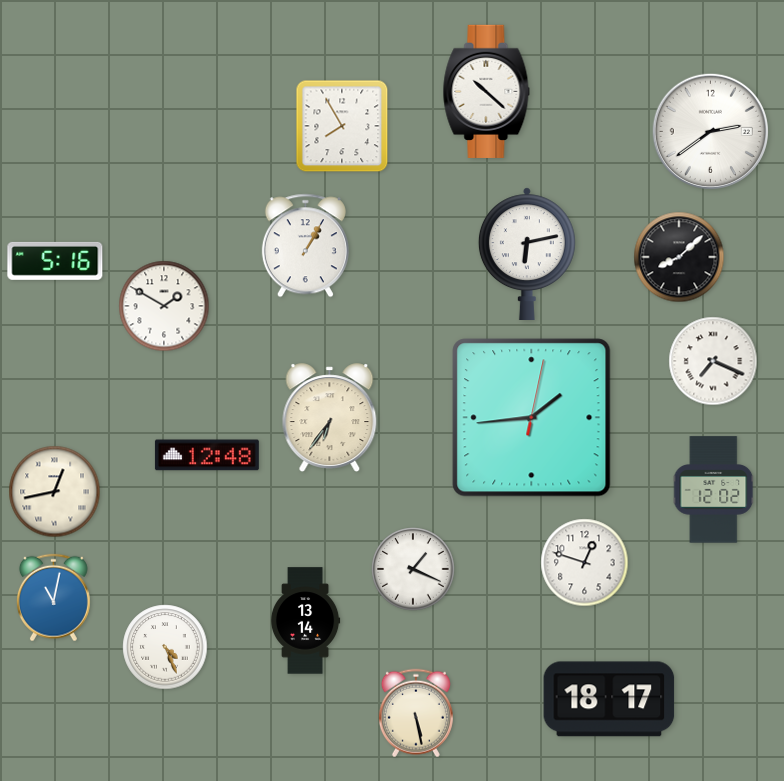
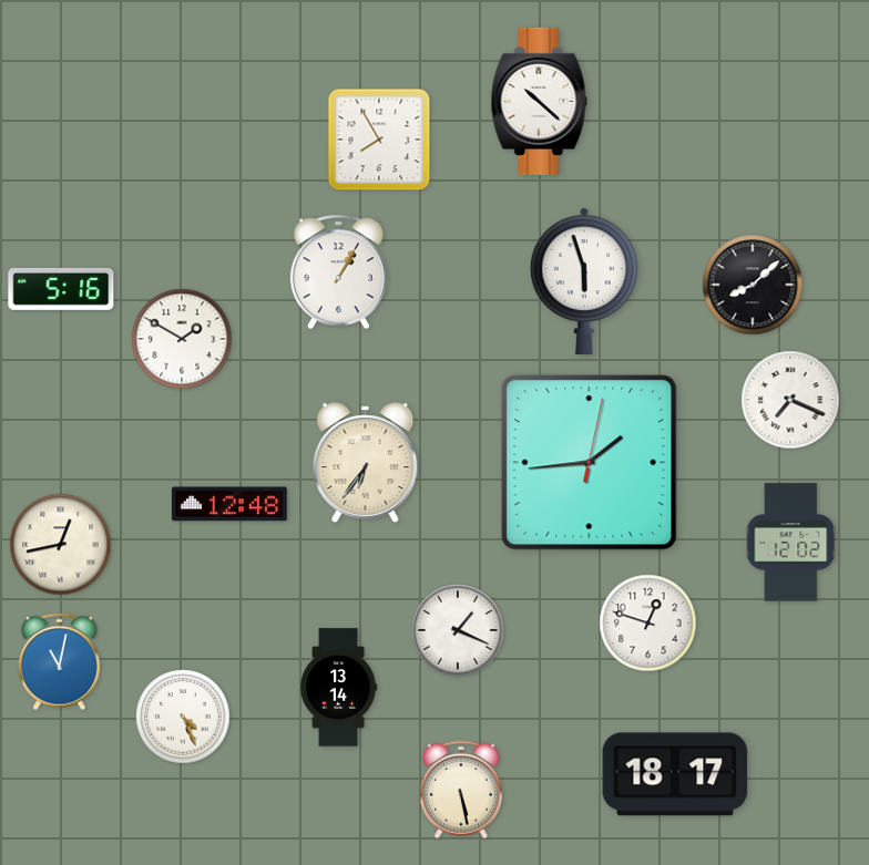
clock at (710, 131): 2:39 -> none
clock at (527, 253): 6:13 -> 5:57
